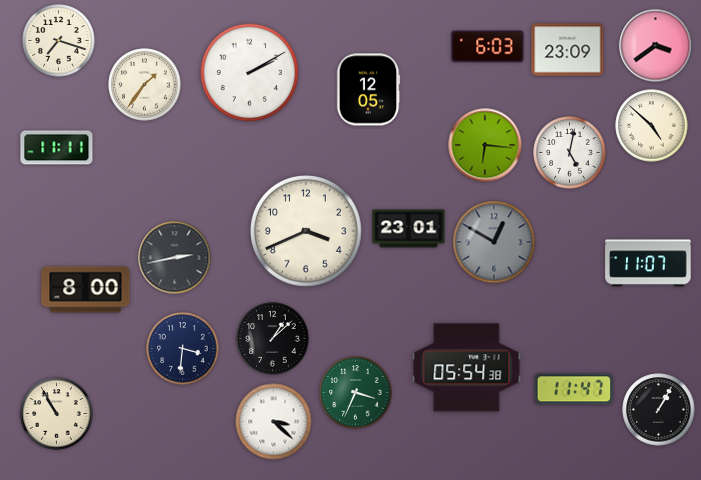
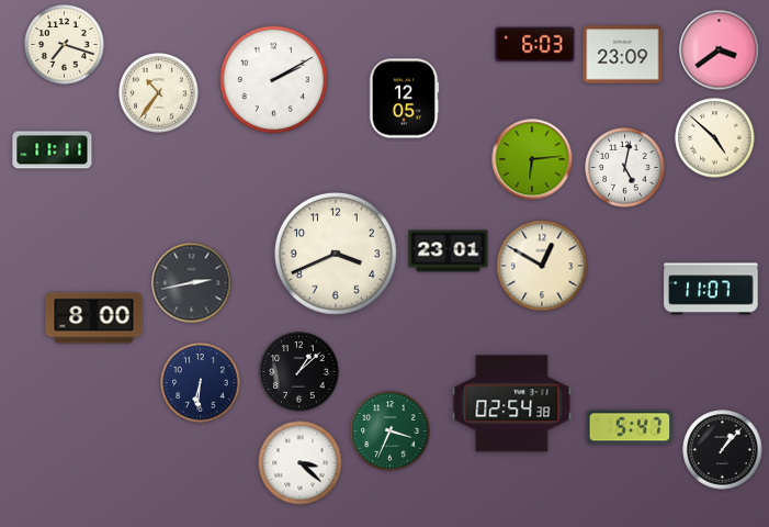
clock at (488, 47) position: (488, 47) -> (535, 45)
clock at (145, 85): 1:36 -> 10:36
clock at (485, 145): 6:16 -> 6:14
clock at (57, 148) position: (57, 148) -> (53, 150)
clock at (494, 242) dial: grey -> cream
clock at (183, 349): 3:31 -> 6:31
clock at (467, 368): 05:54 -> 02:54
clock at (574, 389): 11:47 -> 5:47
clock at (659, 410): 1:05 -> 1:07
clock at (57, 414): 10:55 -> none
